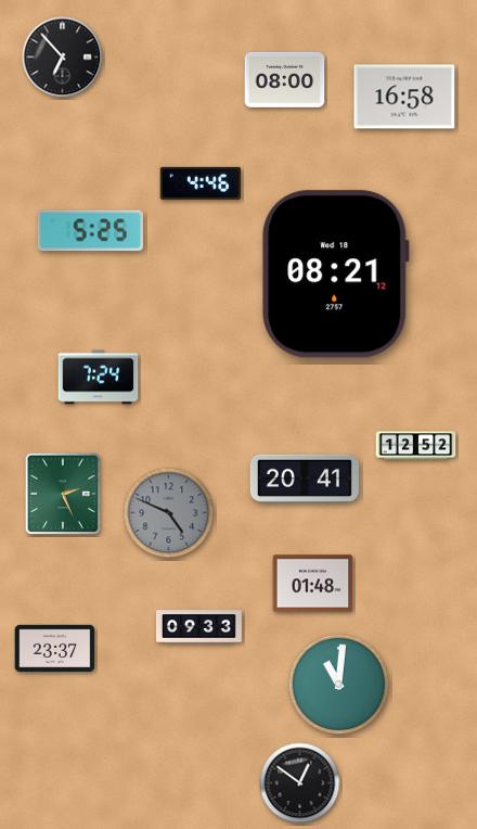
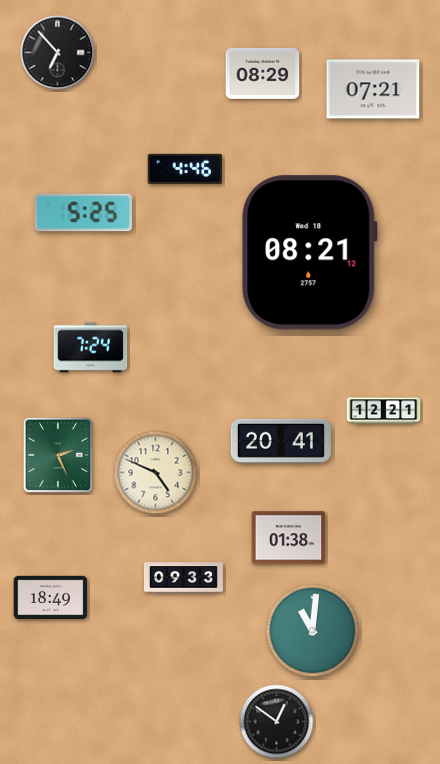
clock at (285, 79): 08:00 -> 08:29
clock at (404, 97): 16:58 -> 07:21
clock at (416, 446): 12:52 -> 12:21
clock at (169, 513) dial: grey -> cream
clock at (313, 584): 01:48 -> 01:38
clock at (55, 649): 23:37 -> 18:49
